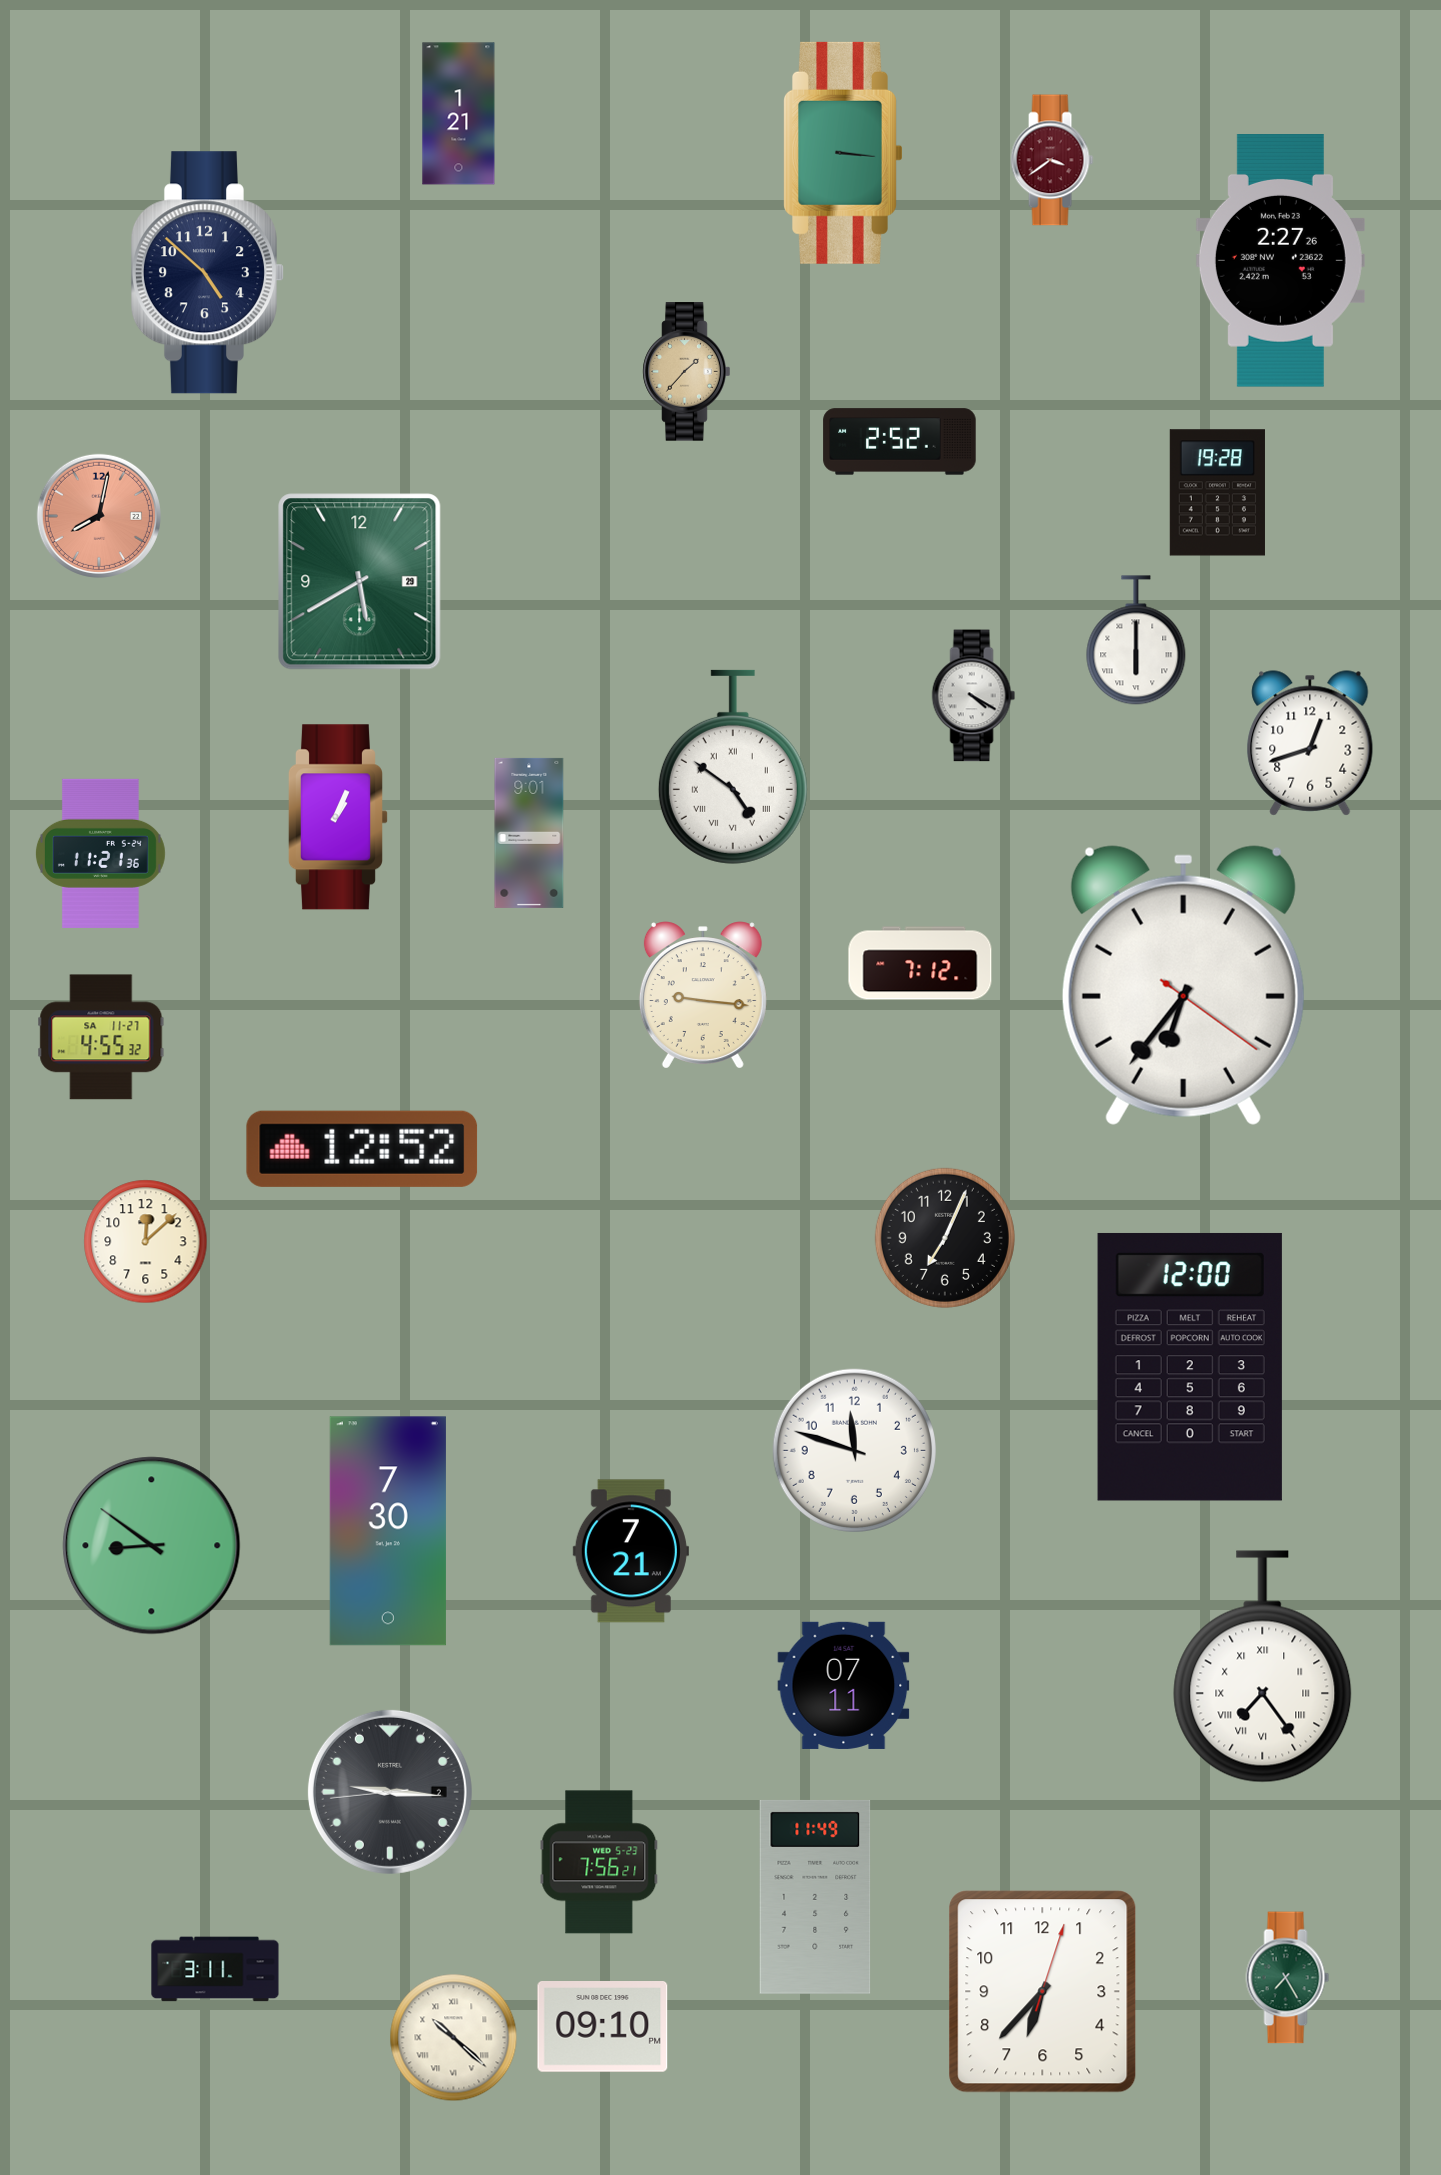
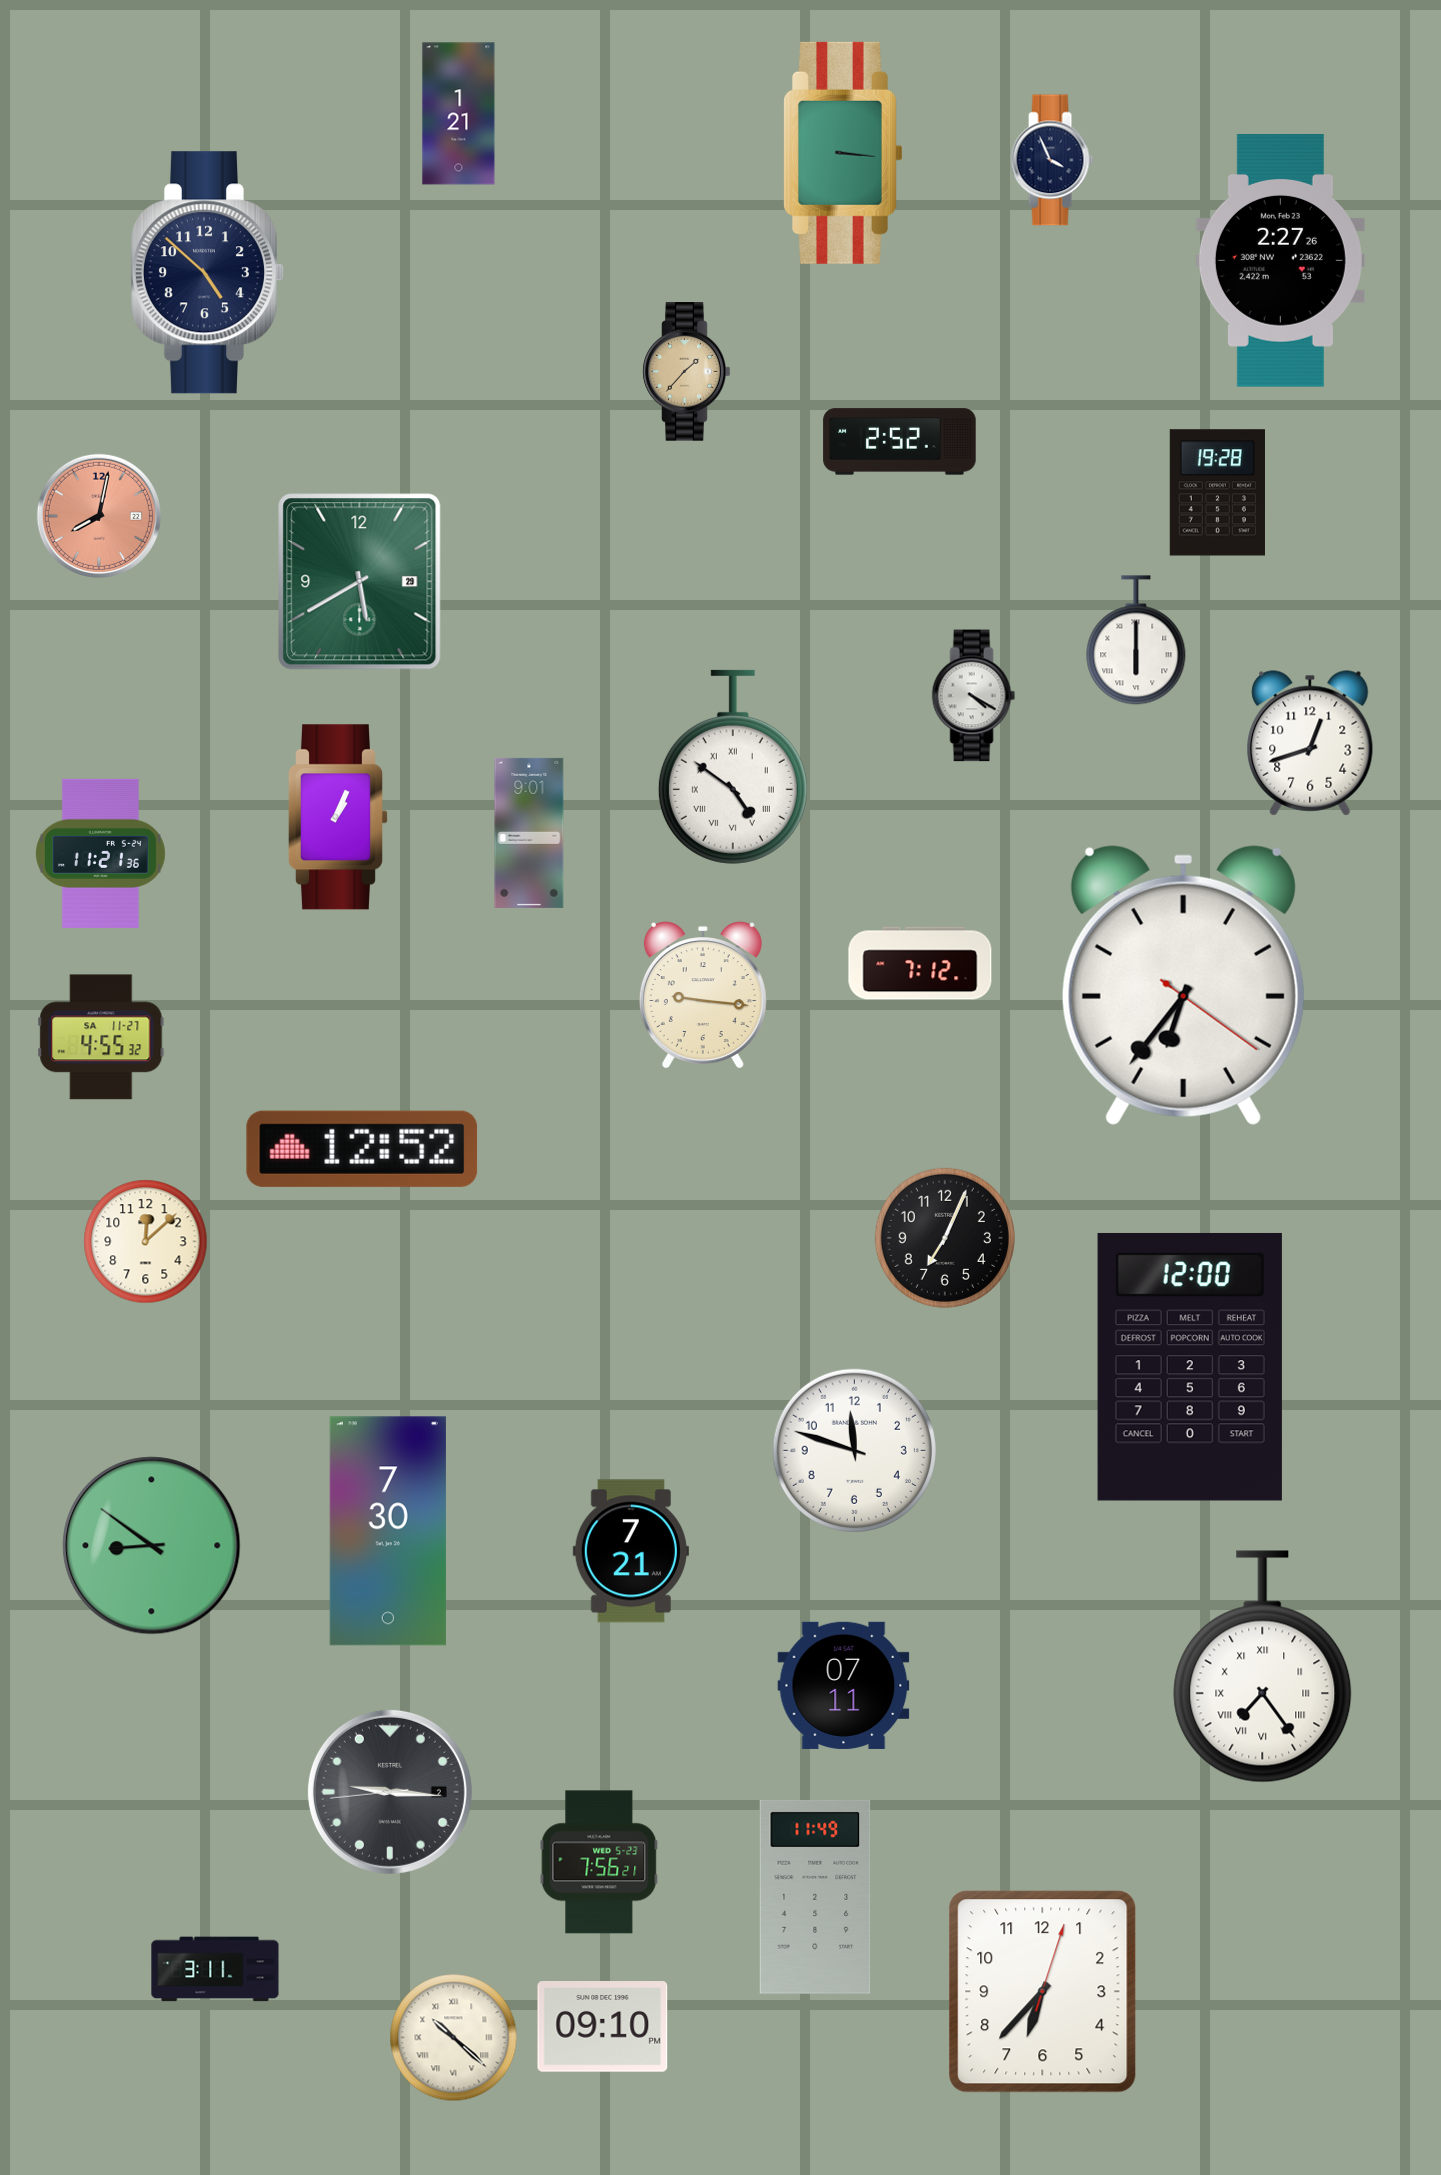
clock at (1052, 160): 3:39 -> 3:56
clock at (1052, 160) dial: burgundy -> navy
clock at (1288, 1978): 7:25 -> none
